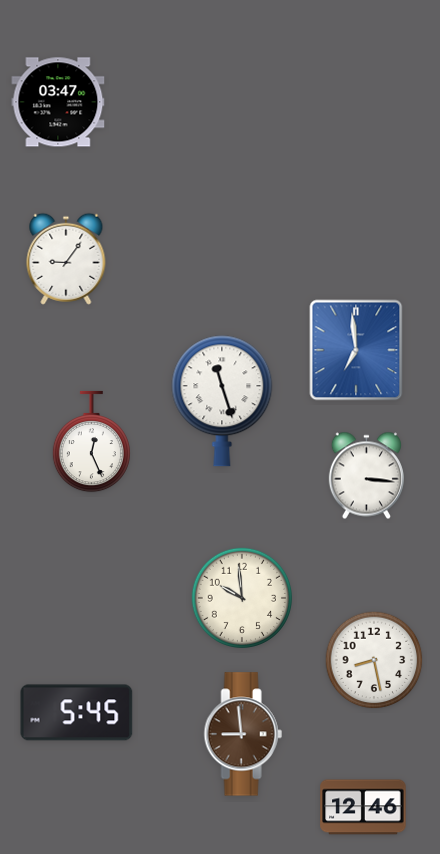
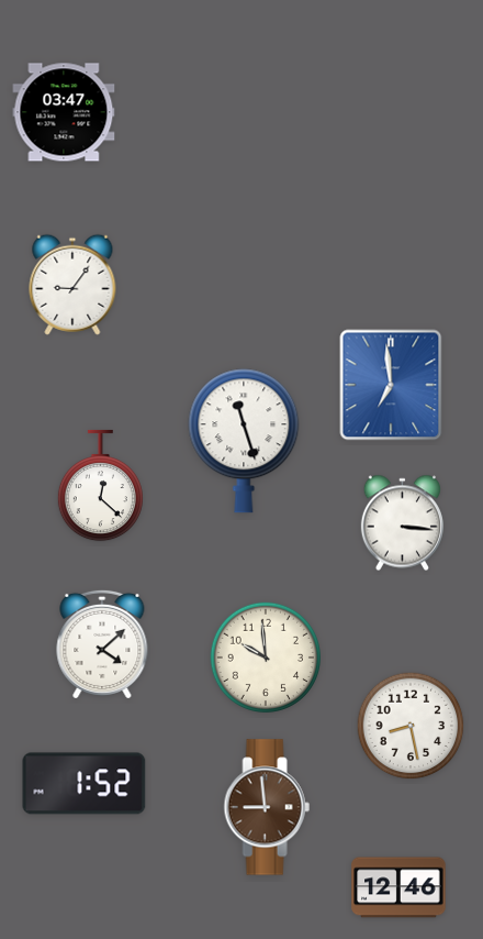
clock at (91, 442): 12:26 -> 12:22
clock at (102, 644): none -> 4:08
clock at (77, 713): 5:45 -> 1:52
